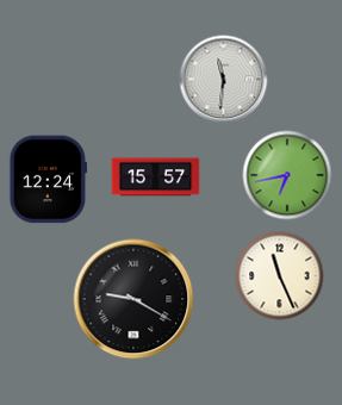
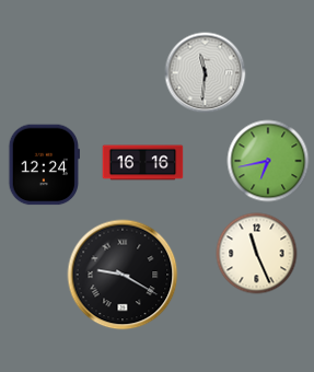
clock at (287, 175) position: (287, 175) -> (268, 161)
clock at (156, 177): 15:57 -> 16:16
